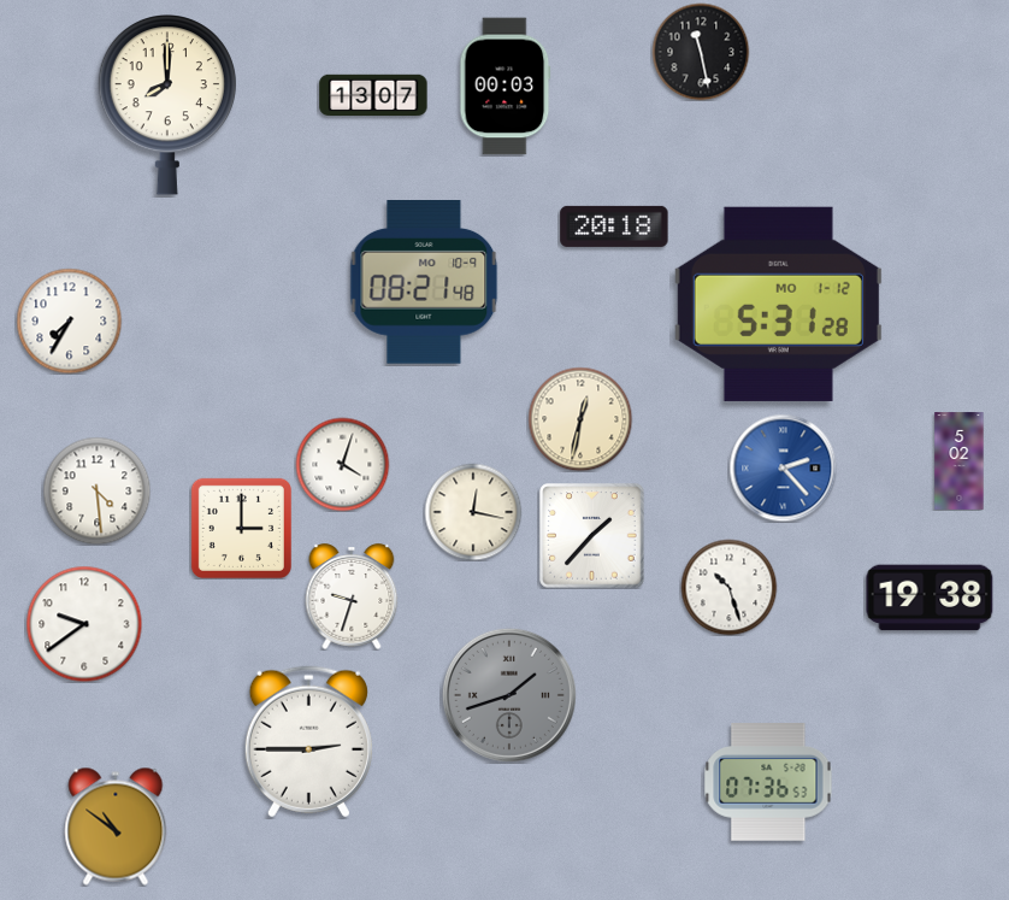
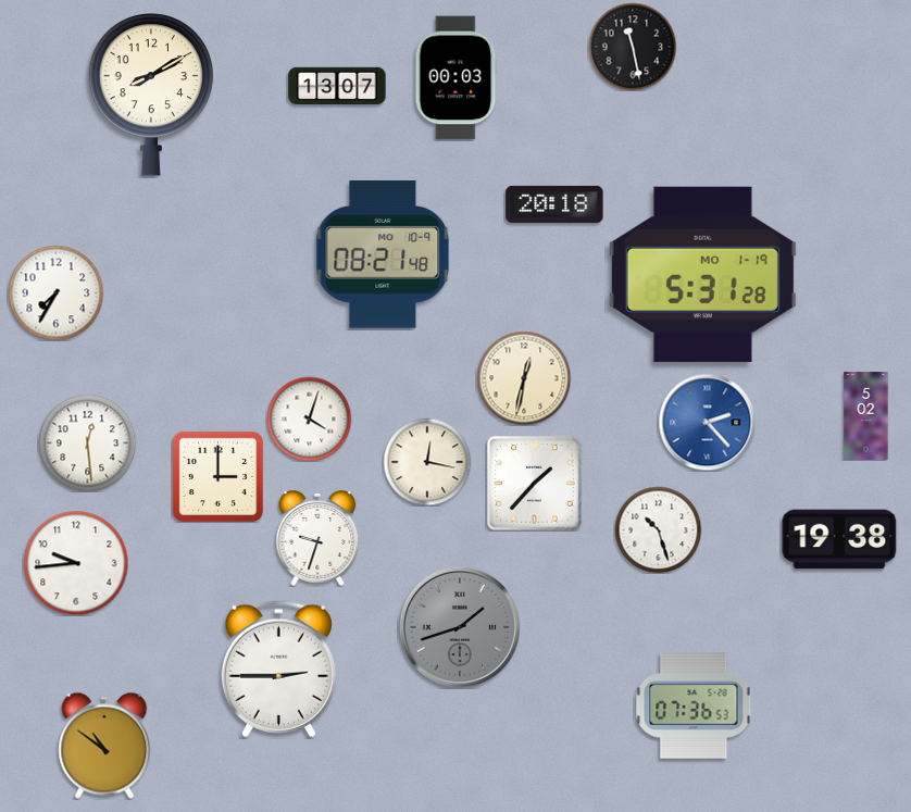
clock at (166, 105): 8:00 -> 8:10
clock at (778, 304) date: MO 1-12 -> MO 1-19
clock at (69, 320) position: (69, 320) -> (55, 292)
clock at (96, 490): 4:29 -> 12:29
clock at (84, 624): 9:39 -> 9:44
